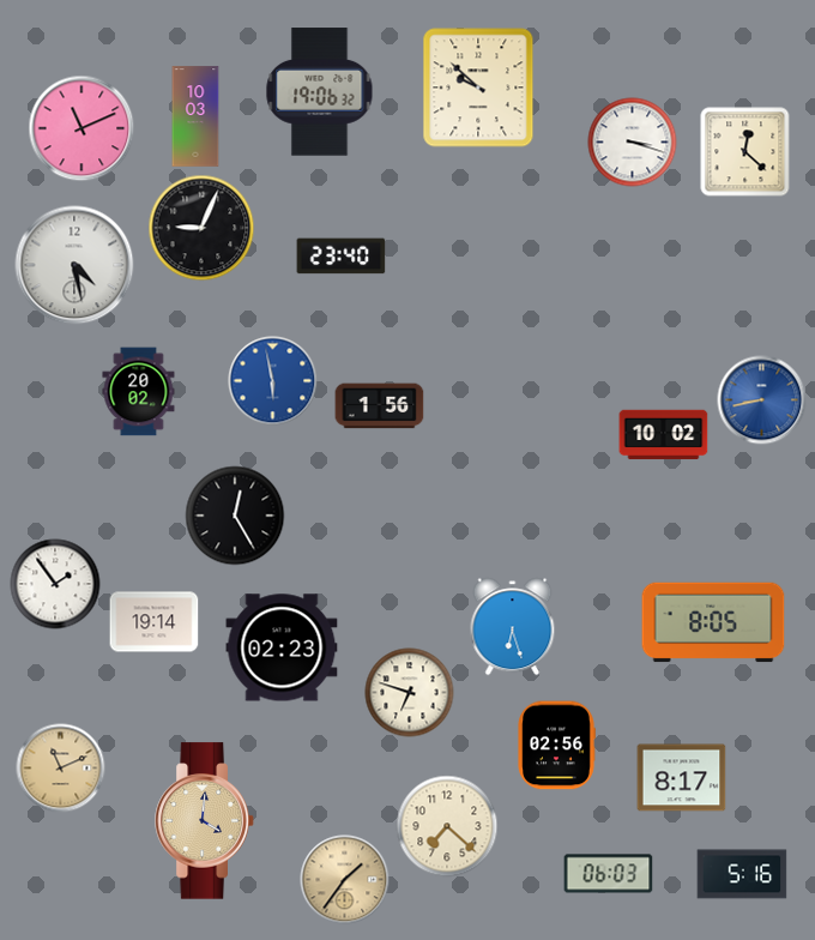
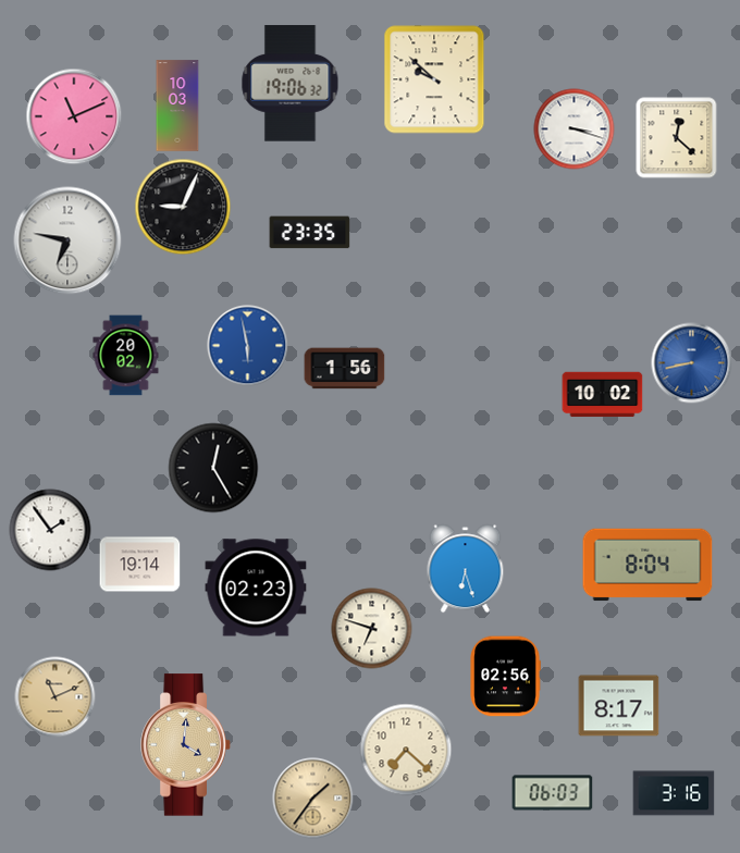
clock at (342, 257): 23:40 -> 23:35
clock at (74, 265): 4:28 -> 6:47
clock at (713, 622): 8:05 -> 8:04
clock at (742, 874): 5:16 -> 3:16
